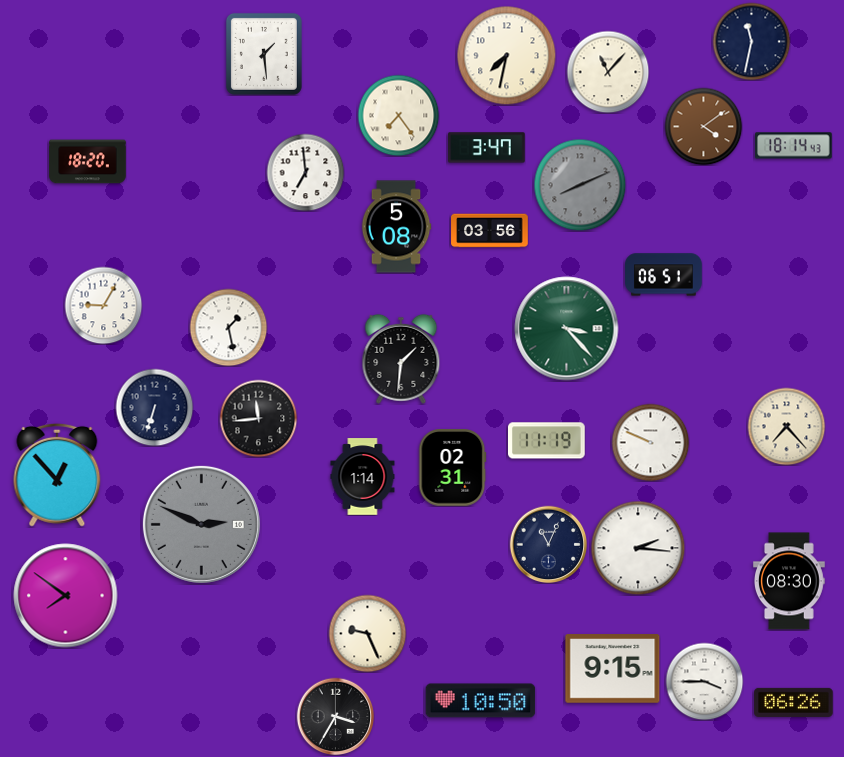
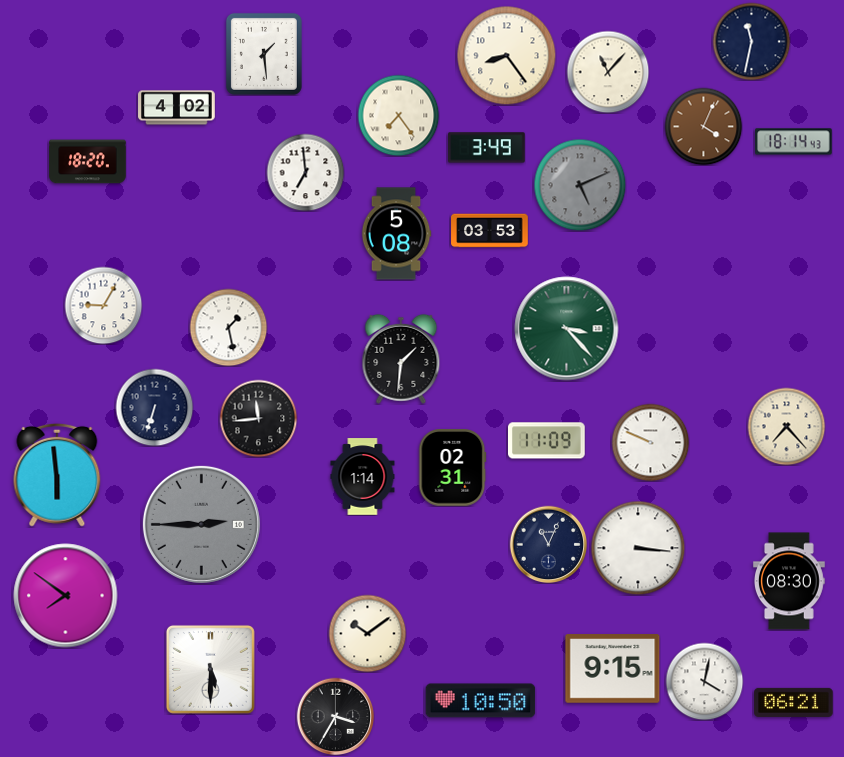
clock at (507, 56): 7:32 -> 8:24
clock at (177, 108): none -> 4:02
clock at (703, 126): 4:09 -> 4:04
clock at (794, 146) position: (794, 146) -> (794, 142)
clock at (487, 148): 3:47 -> 3:49
clock at (580, 185): 8:11 -> 5:11
clock at (396, 227) position: (396, 227) -> (396, 234)
clock at (490, 231): 03:56 -> 03:53
clock at (664, 275): 06:51 -> none
clock at (547, 441): 11:19 -> 11:09
clock at (57, 475): 12:53 -> 5:59
clock at (201, 524): 2:49 -> 2:45
clock at (638, 548): 2:16 -> 3:16
clock at (367, 633): 9:26 -> 10:09
clock at (210, 669): none -> 5:30
clock at (704, 681): 3:45 -> 4:02
clock at (794, 702): 06:26 -> 06:21
